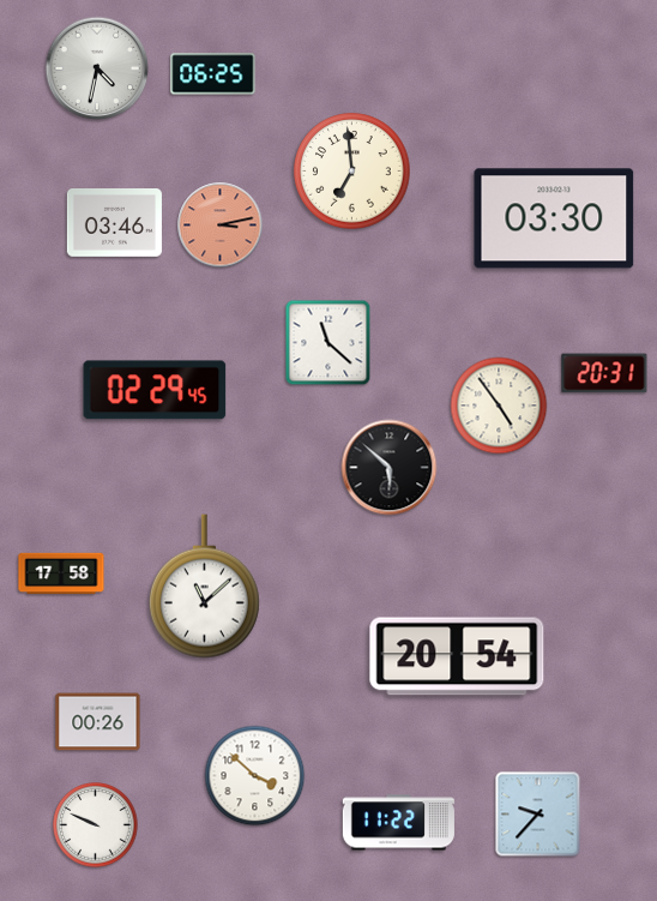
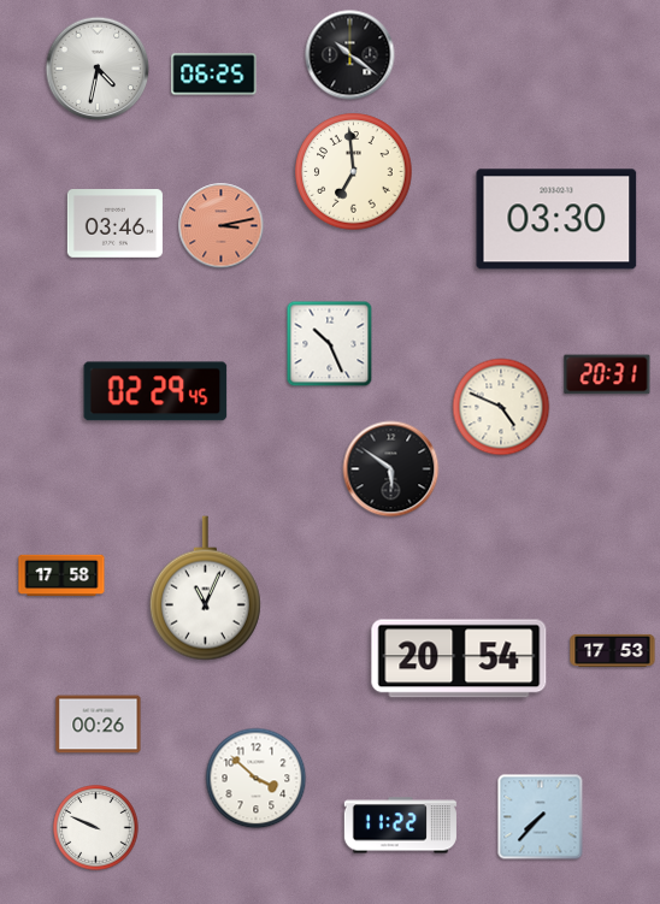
clock at (350, 55): none -> 10:21
clock at (328, 343): 11:22 -> 10:26
clock at (499, 406): 4:54 -> 4:49
clock at (390, 468): 5:52 -> 5:51
clock at (204, 587): 11:08 -> 11:04
clock at (613, 650): none -> 17:53
clock at (538, 815): 9:37 -> 7:37
